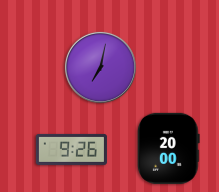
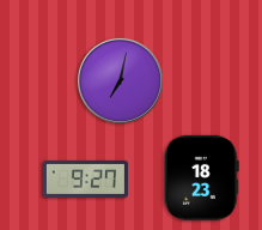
clock at (169, 148): 20:00 -> 18:23
clock at (71, 149): 9:26 -> 9:27
